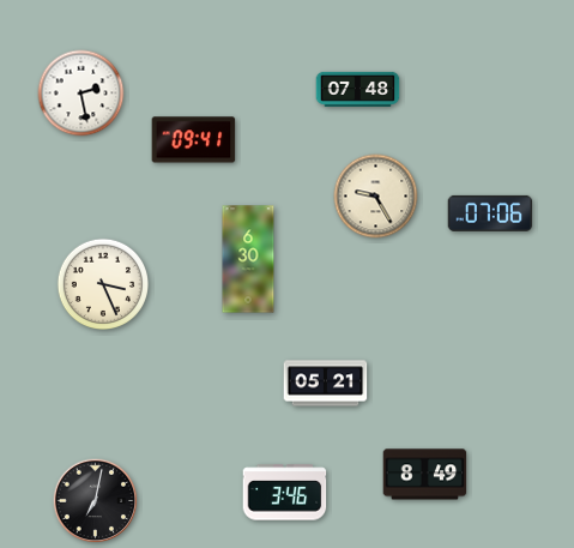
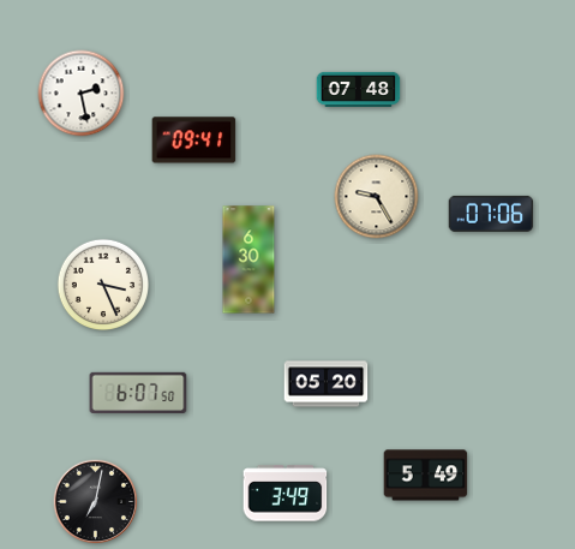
clock at (326, 384): 05:21 -> 05:20
clock at (138, 392): none -> 6:07
clock at (425, 475): 8:49 -> 5:49
clock at (285, 493): 3:46 -> 3:49
